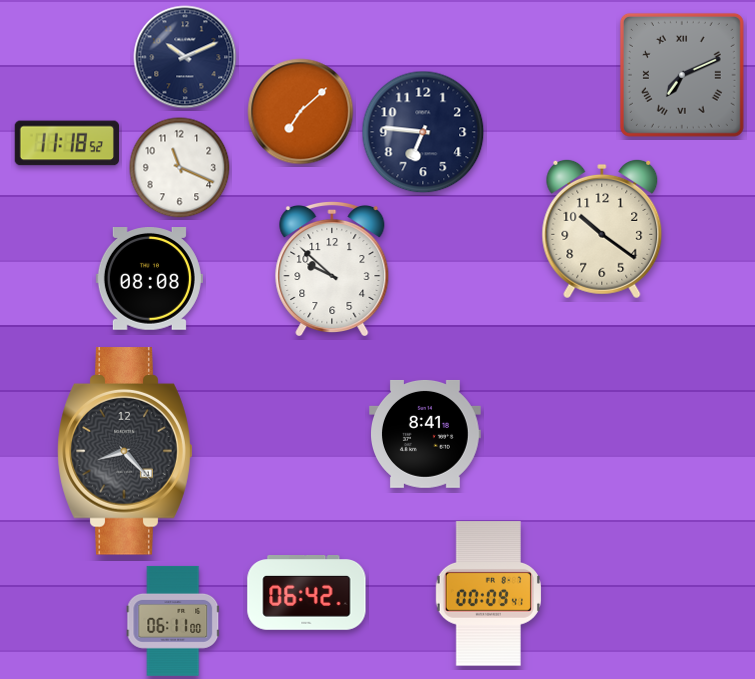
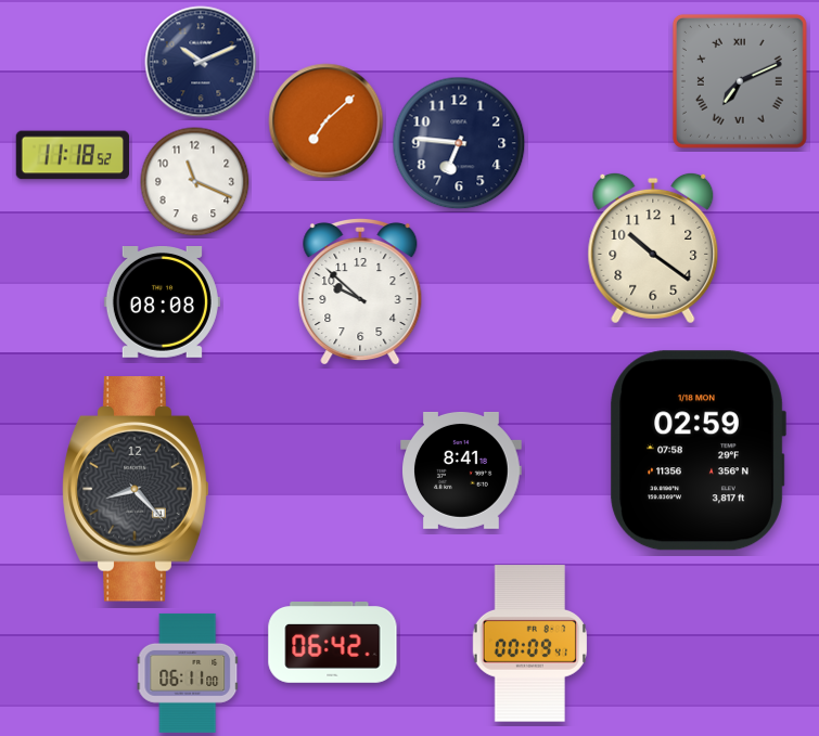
clock at (698, 451): none -> 02:59
